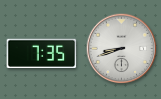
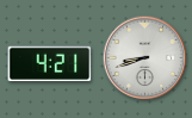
clock at (42, 53): 7:35 -> 4:21
